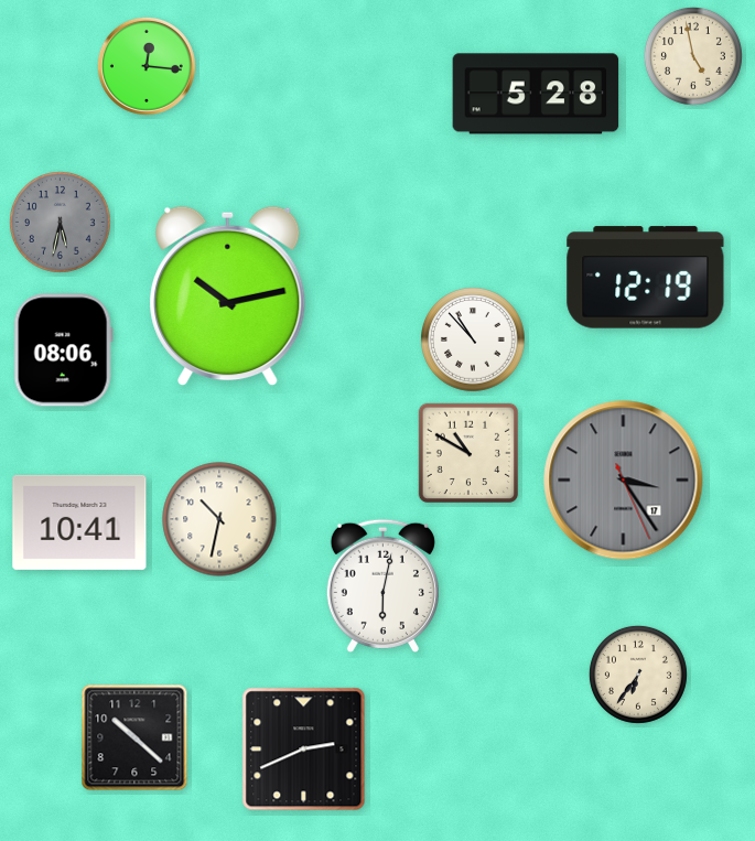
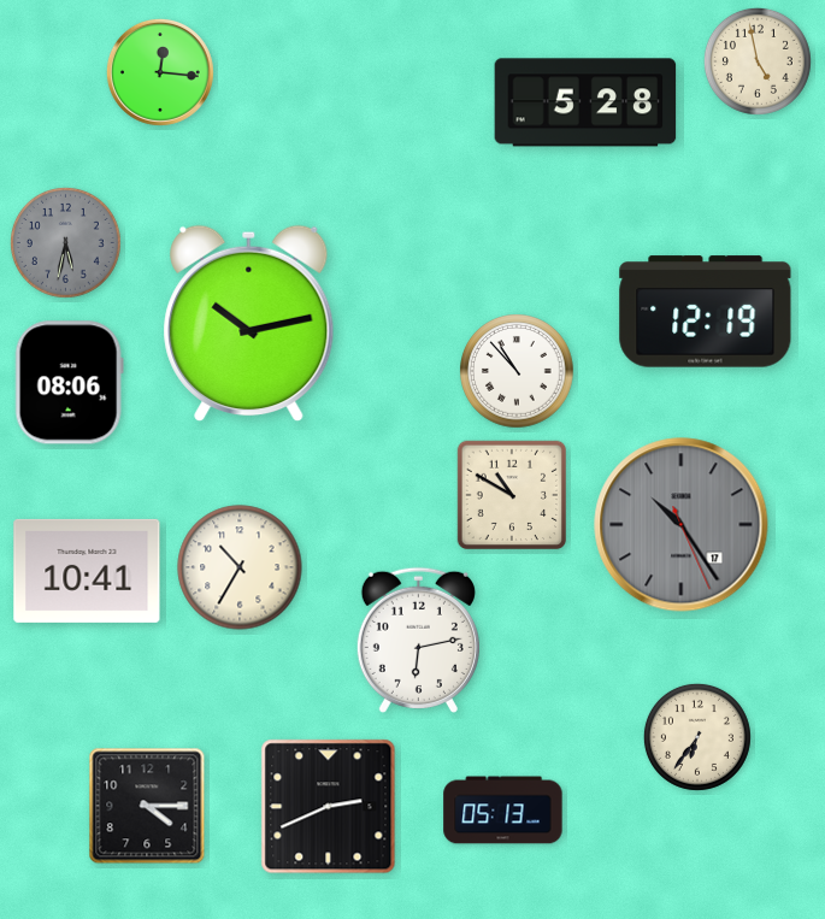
clock at (646, 278) position: (646, 278) -> (706, 312)
clock at (624, 481): 3:24 -> 10:24
clock at (219, 519): 10:32 -> 10:35
clock at (382, 585): 6:02 -> 6:13
clock at (134, 737): 10:22 -> 4:15
clock at (503, 811): none -> 05:13
clock at (304, 750) position: (304, 750) -> (329, 807)
